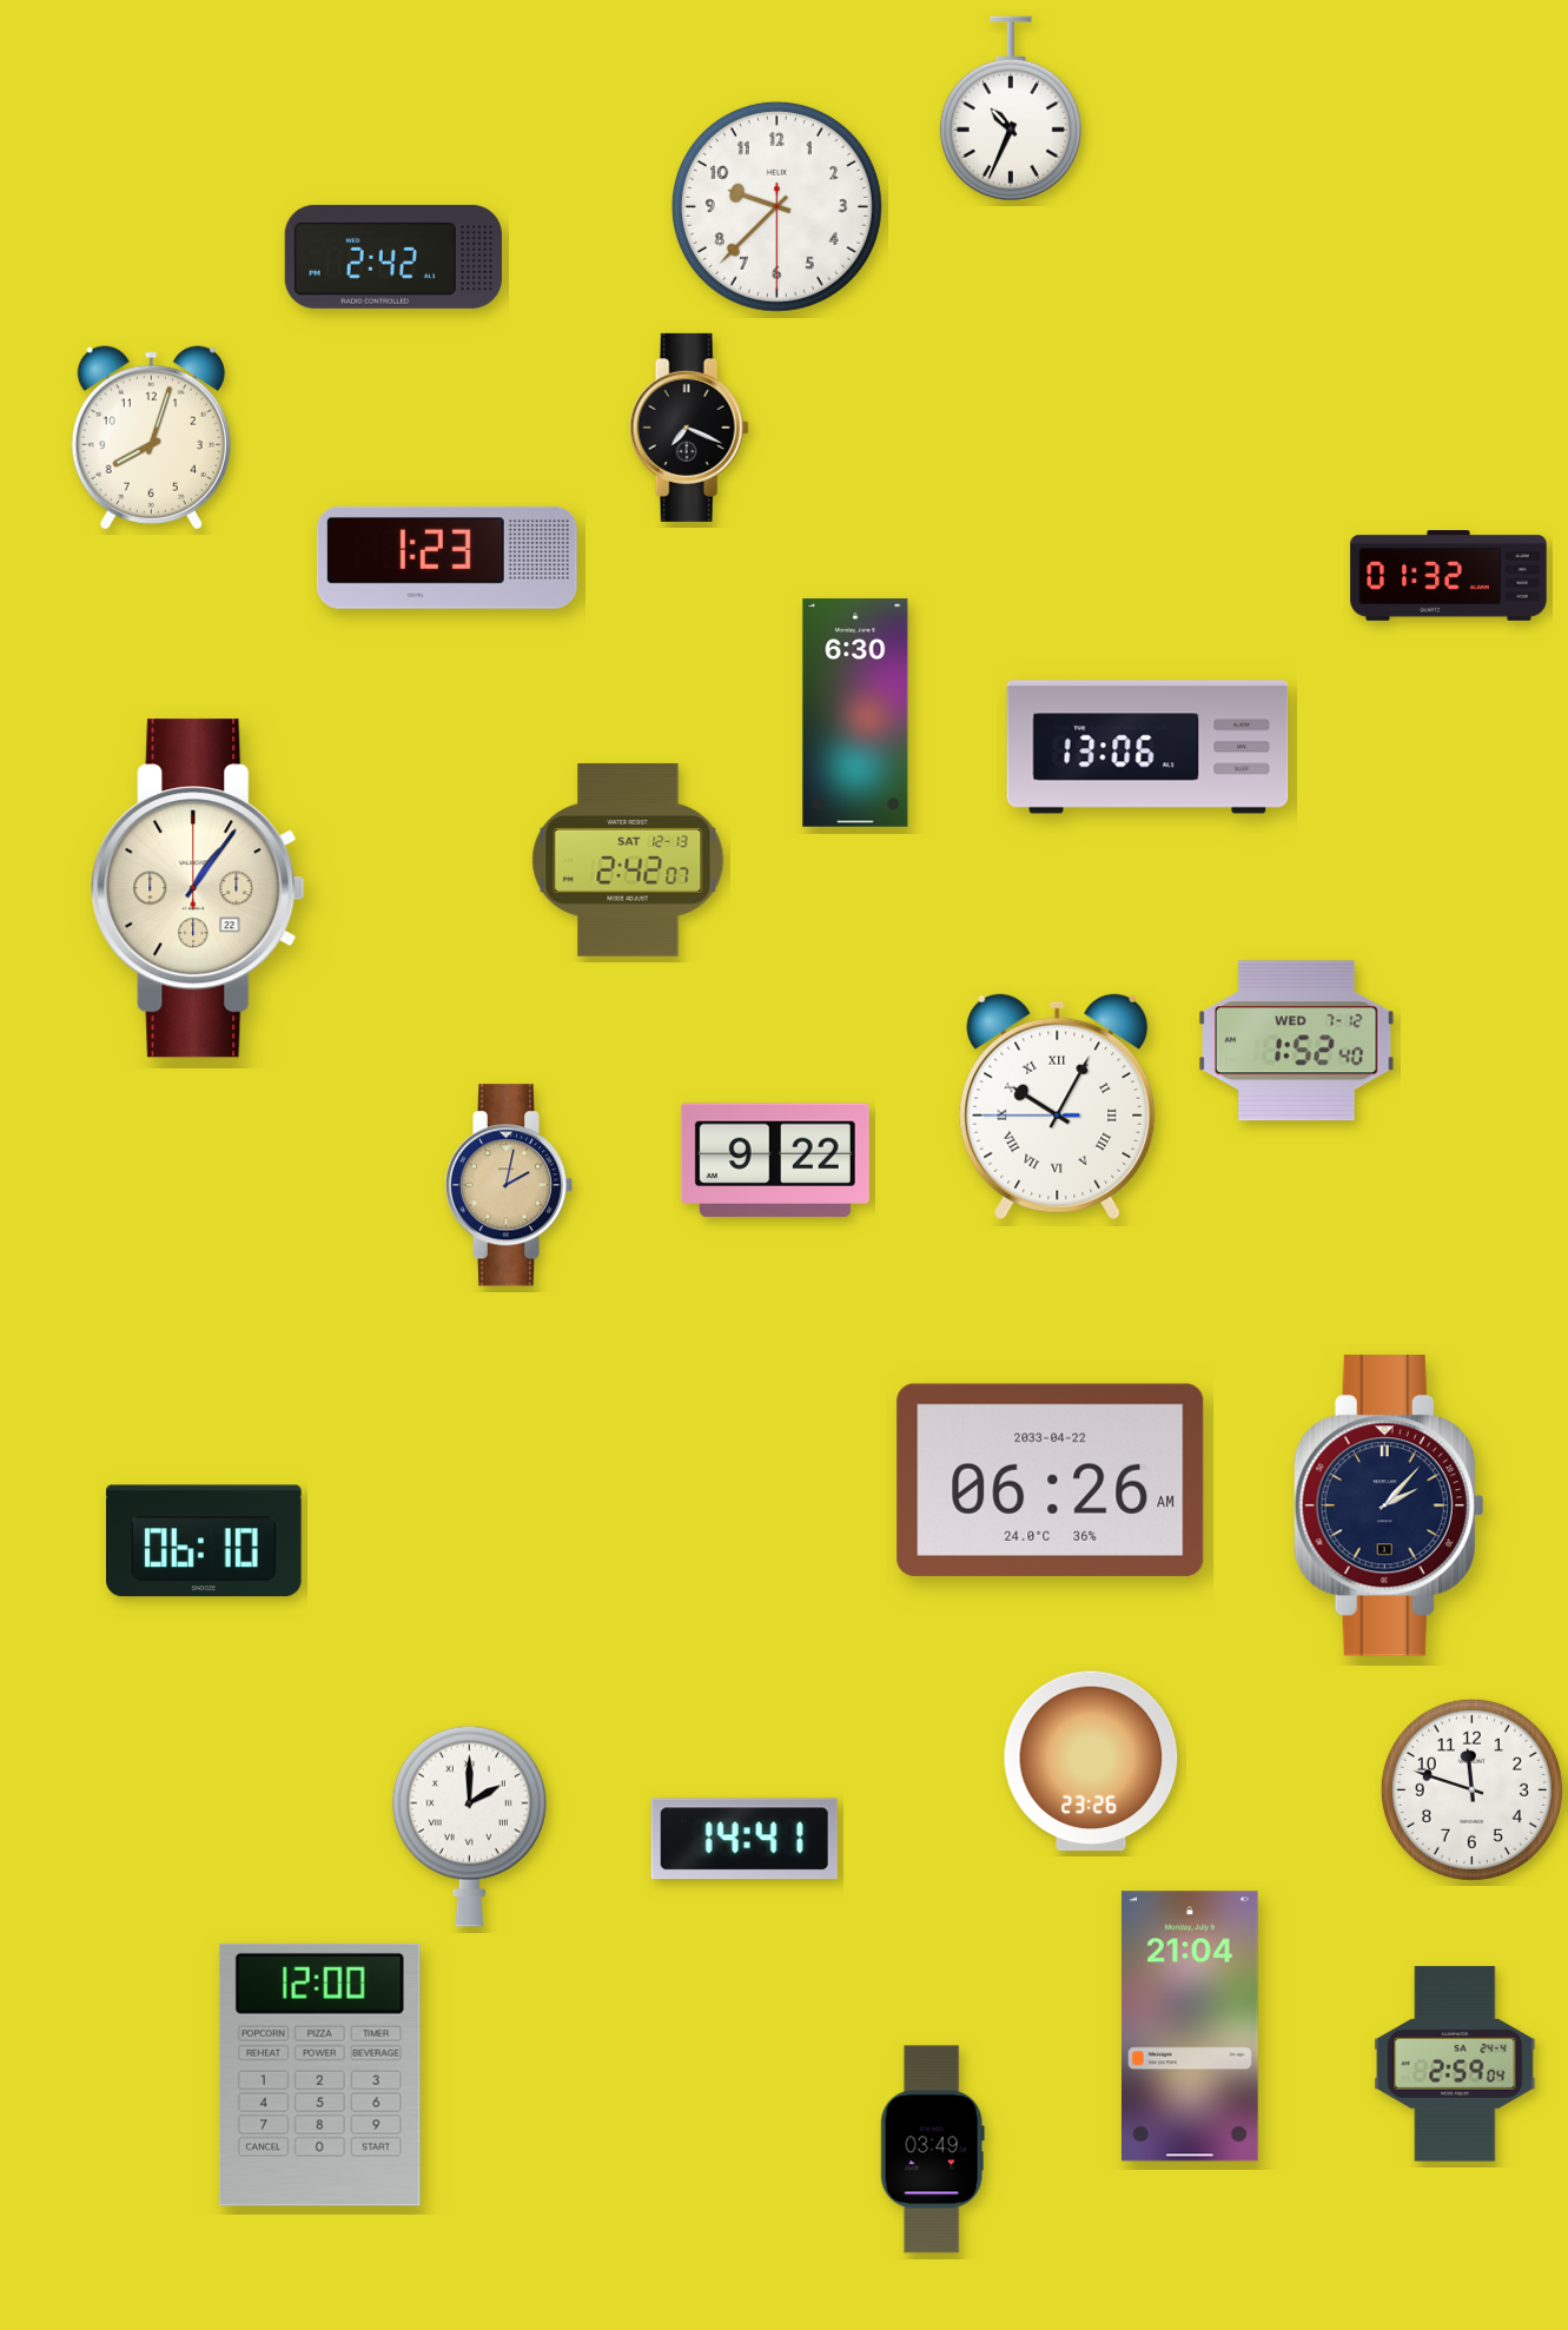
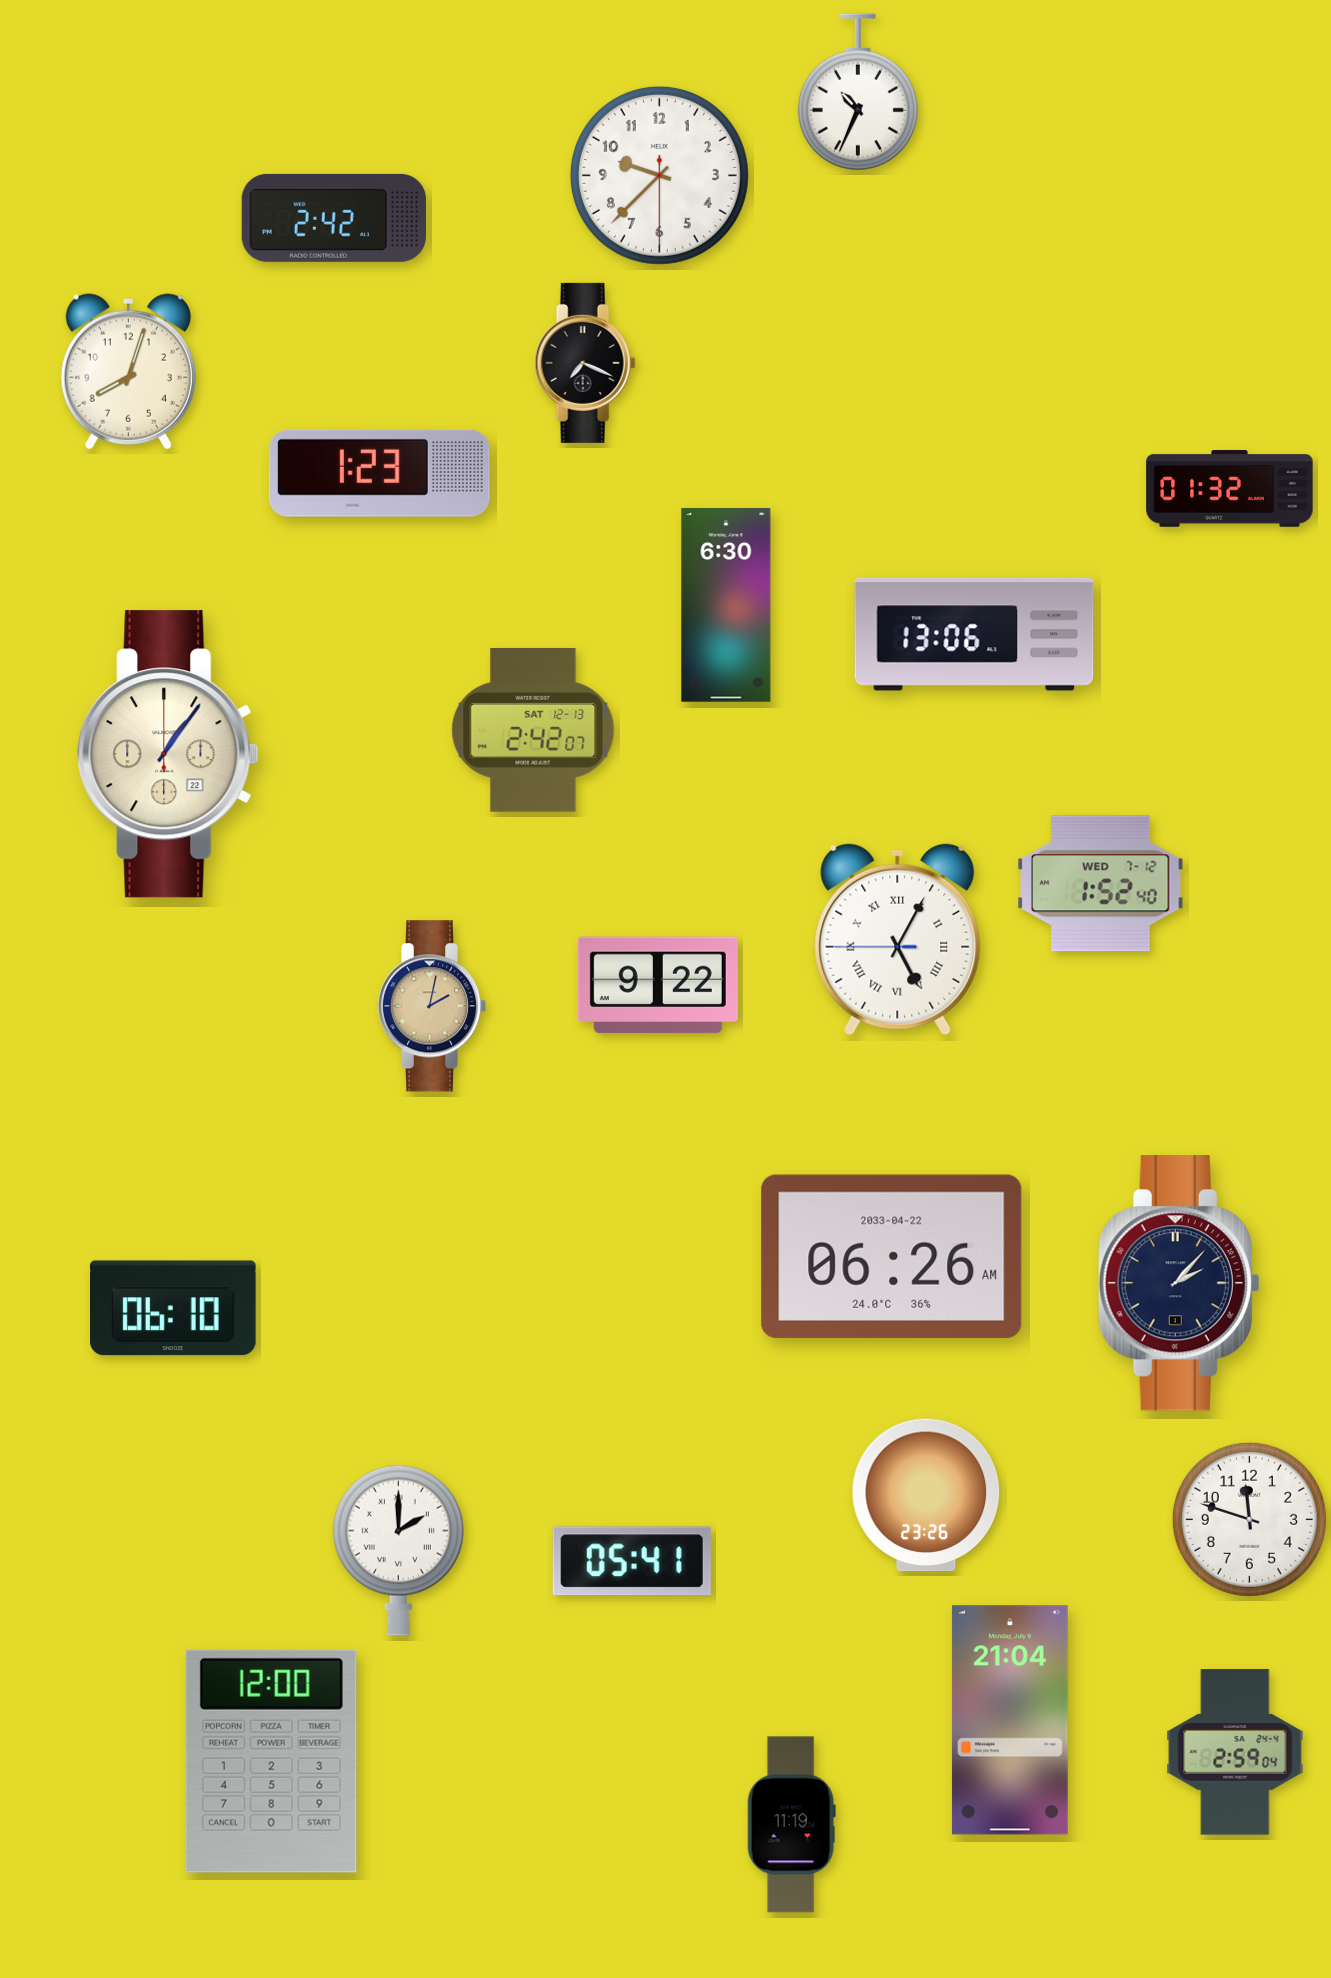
clock at (1058, 1107): 10:04 -> 5:04
clock at (1389, 1505) position: (1389, 1505) -> (1179, 1283)
clock at (745, 1839): 14:41 -> 05:41
clock at (932, 2150): 03:49 -> 11:19
